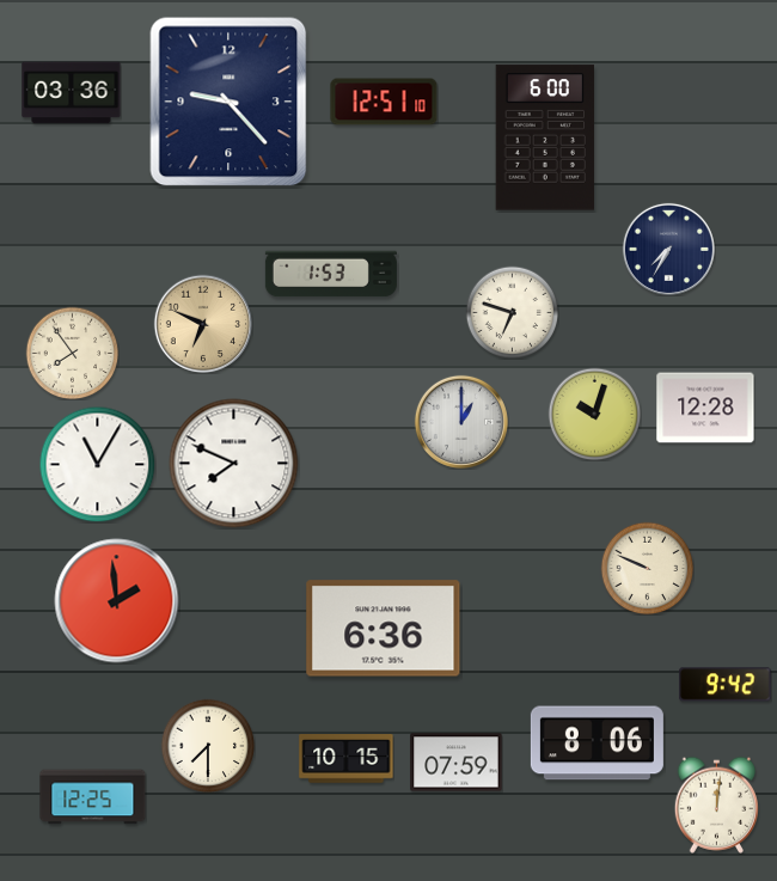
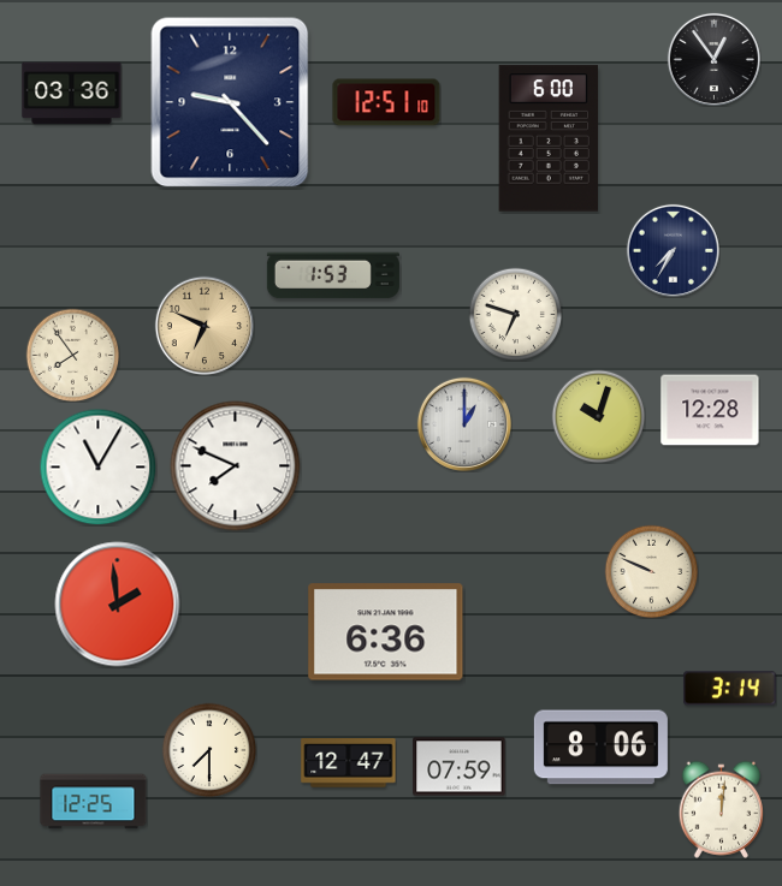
clock at (713, 59): none -> 12:54
clock at (726, 685): 9:42 -> 3:14
clock at (347, 759): 10:15 -> 12:47
